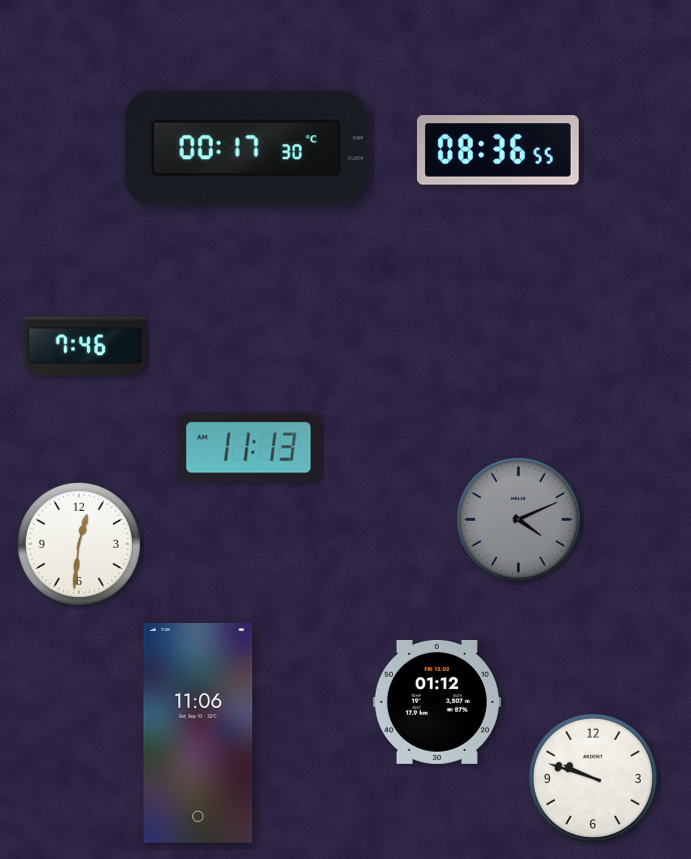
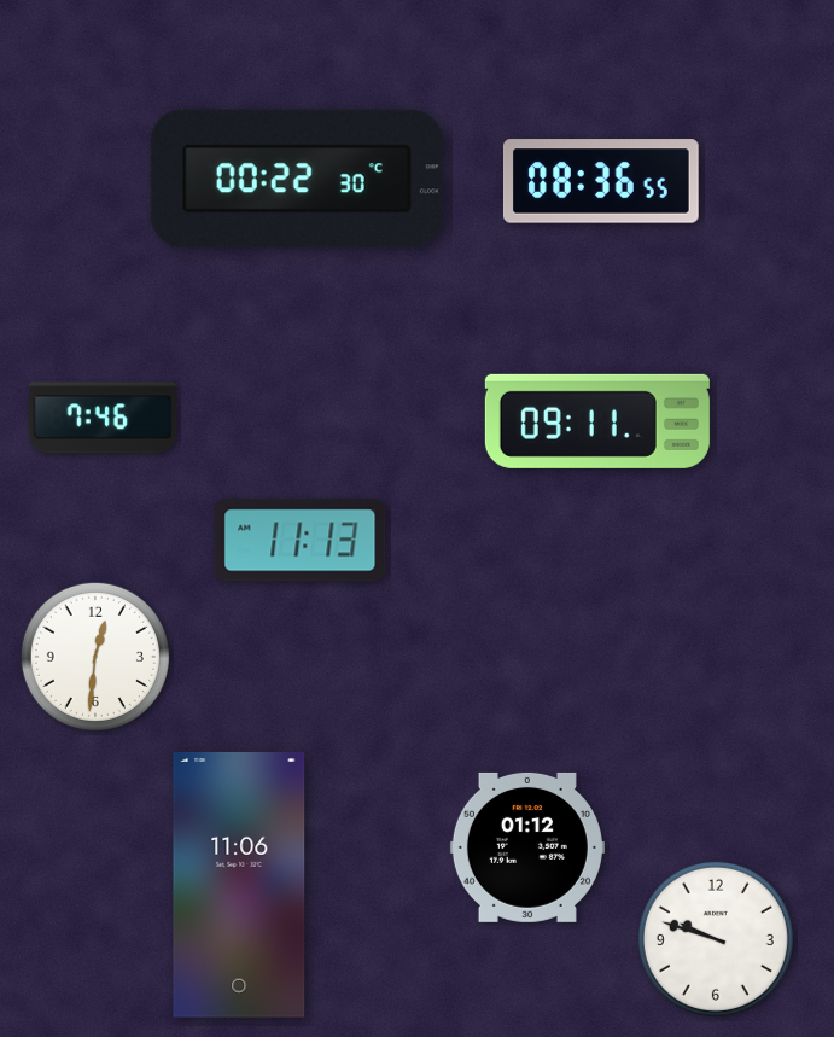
clock at (246, 148): 00:17 -> 00:22
clock at (597, 421): none -> 09:11
clock at (518, 519): 4:11 -> none
